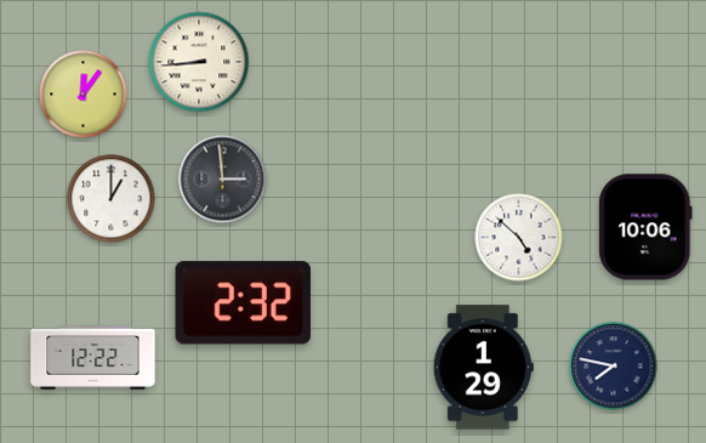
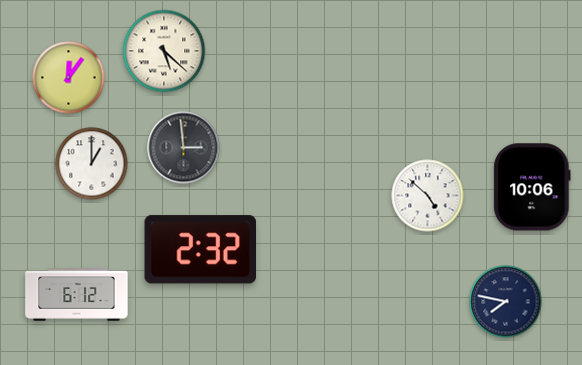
clock at (199, 62): 8:44 -> 5:22
clock at (93, 358): 12:22 -> 6:12
clock at (483, 368): 1:29 -> none
